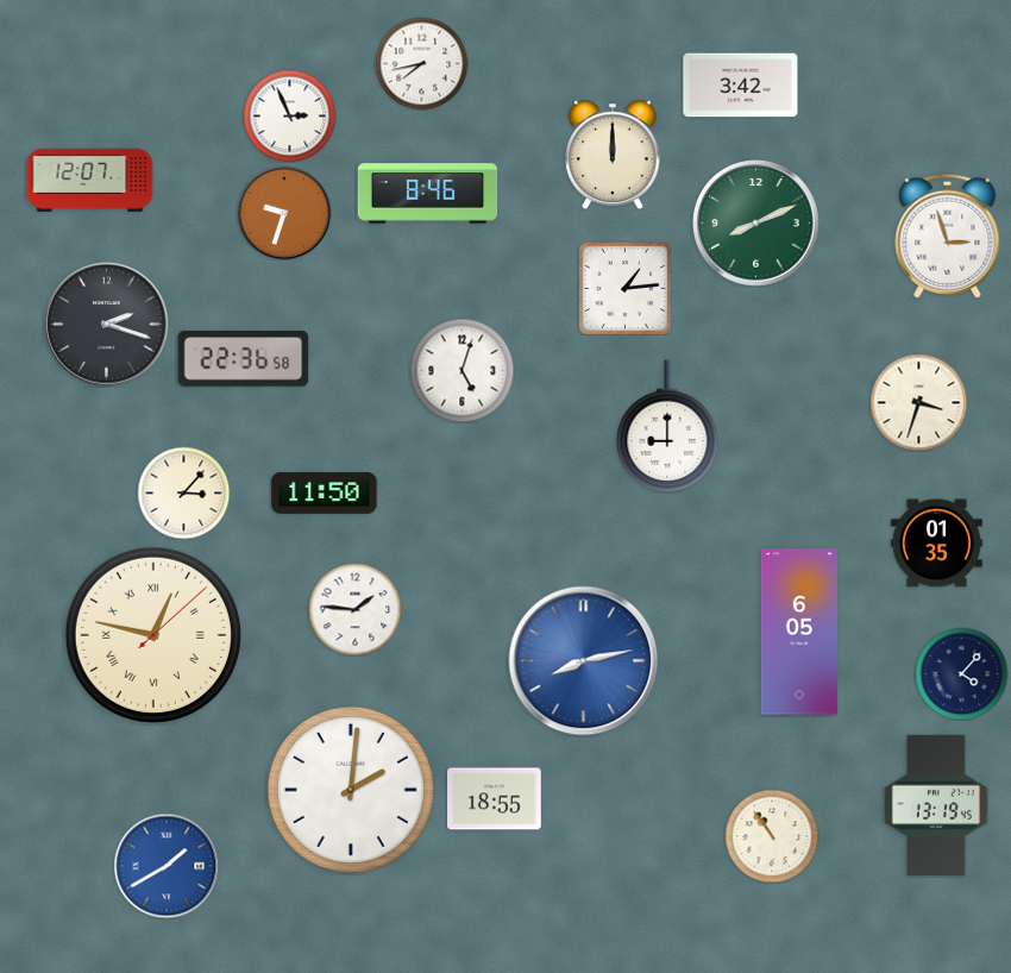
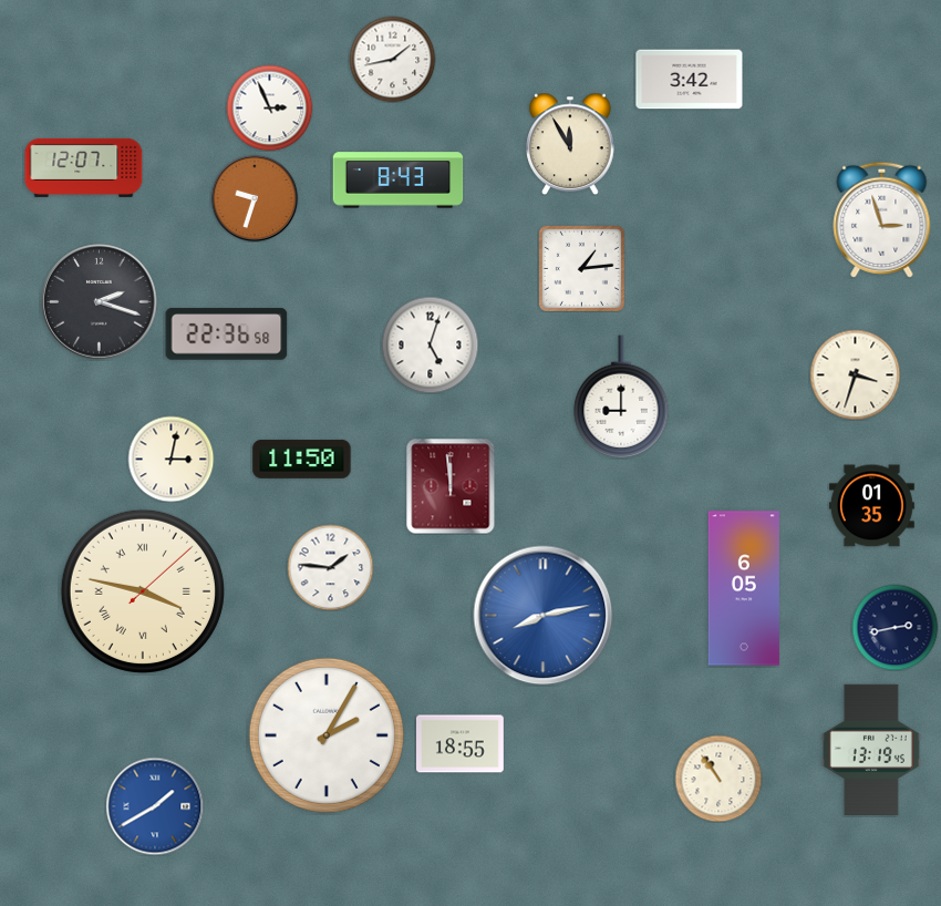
clock at (421, 63): 7:43 -> 1:43
clock at (613, 155): 12:00 -> 11:55
clock at (428, 194): 8:46 -> 8:43
clock at (284, 213) position: (284, 213) -> (255, 198)
clock at (756, 224): 8:11 -> none
clock at (183, 492): 3:07 -> 3:02
clock at (451, 486): none -> 11:59
clock at (153, 635): 12:47 -> 3:47
clock at (961, 673): 4:07 -> 2:43
clock at (351, 790): 2:01 -> 2:05
